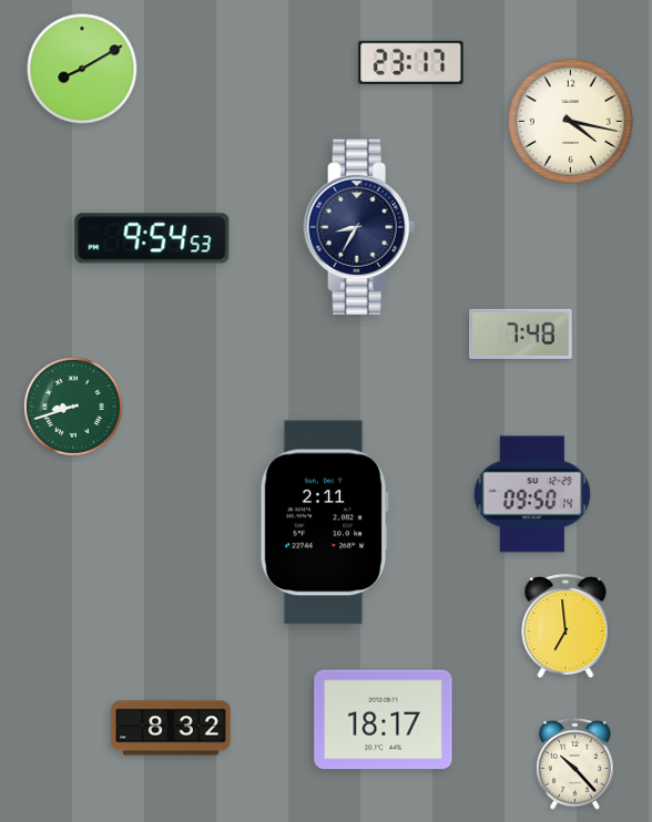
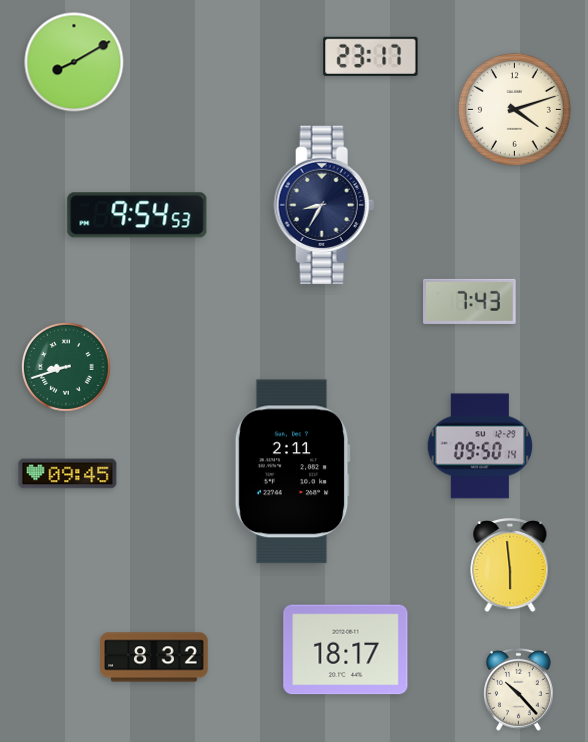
clock at (570, 121): 4:17 -> 4:12
clock at (521, 333): 7:48 -> 7:43
clock at (68, 474): none -> 09:45
clock at (566, 626): 6:59 -> 5:59
